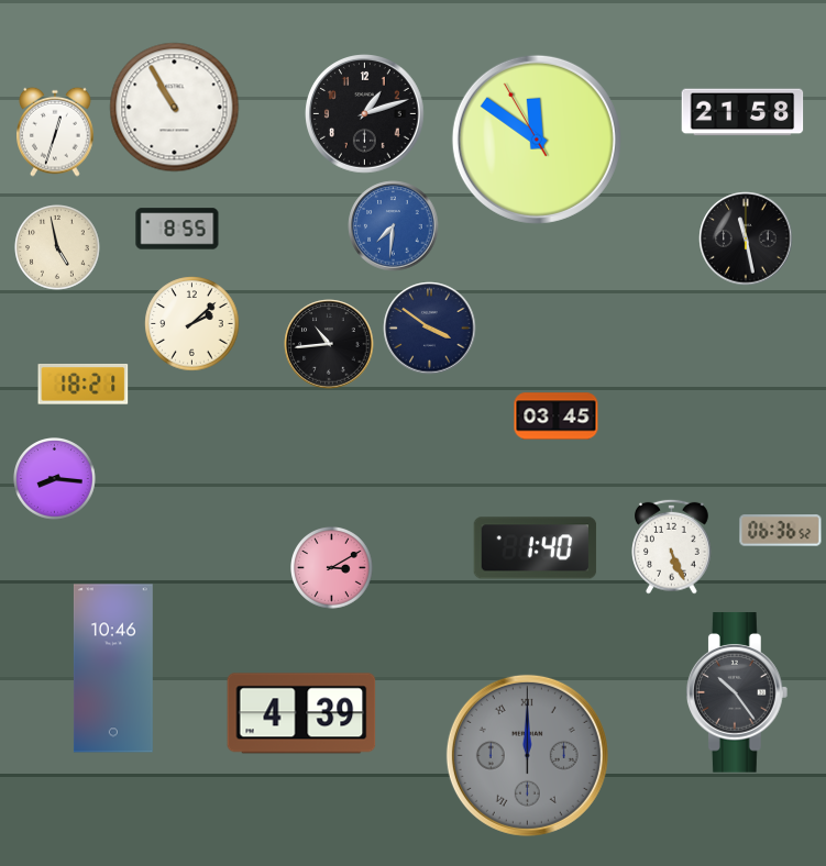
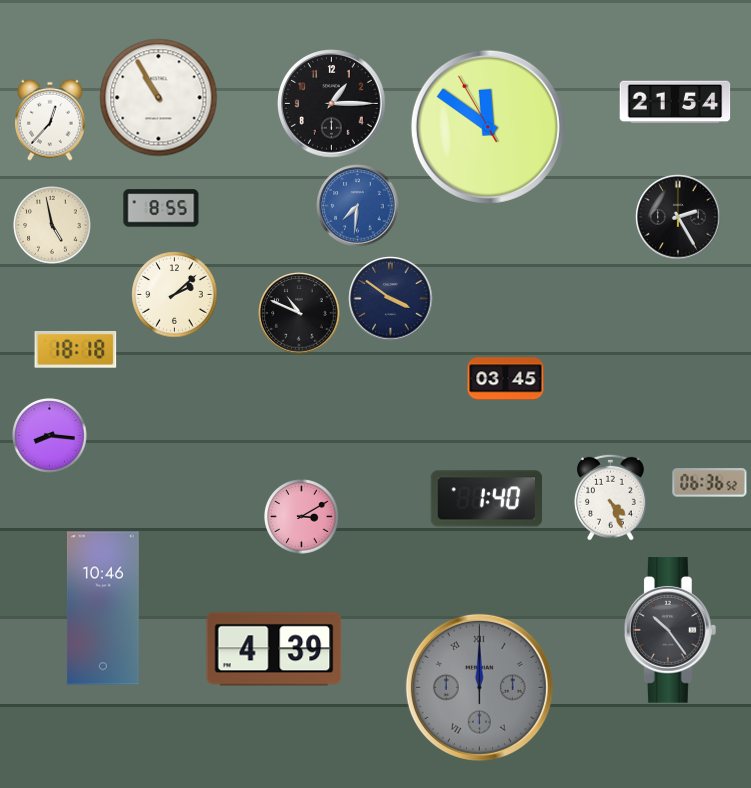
clock at (742, 112): 21:58 -> 21:54
clock at (365, 114): 1:12 -> 1:15
clock at (56, 132): 12:33 -> 12:37
clock at (746, 238): 11:28 -> 2:25
clock at (329, 344): 10:44 -> 10:49
clock at (84, 385): 18:21 -> 18:18
clock at (672, 546): 5:26 -> 4:26
